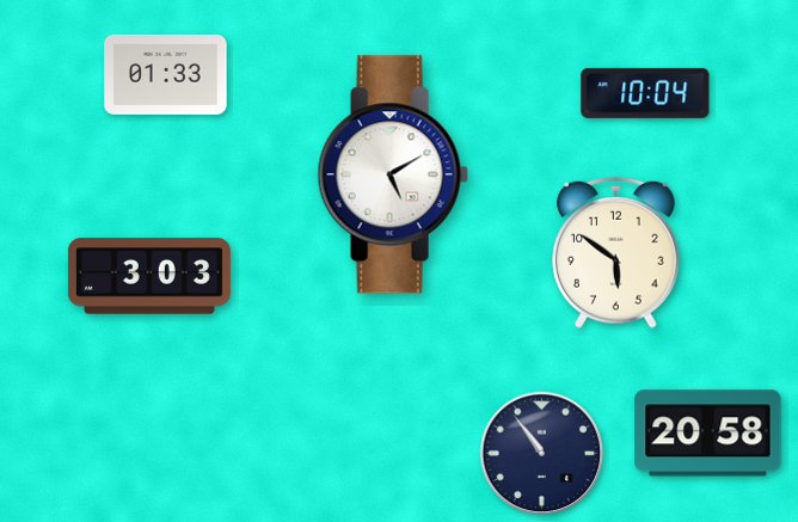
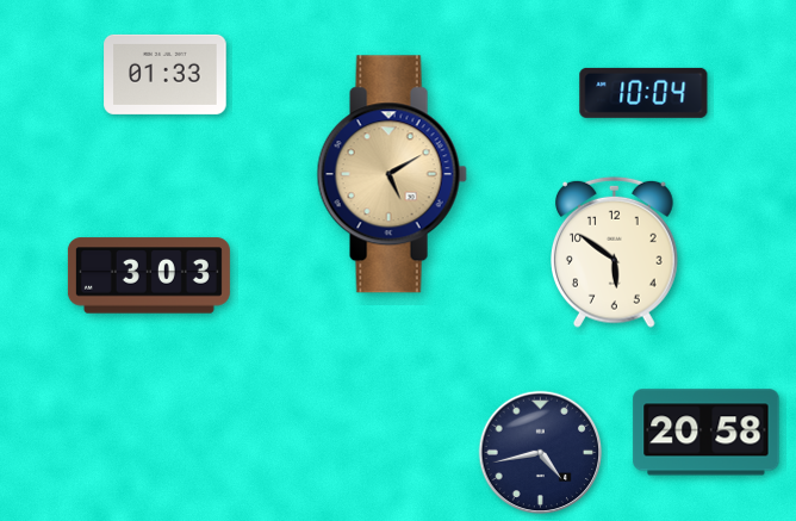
clock at (393, 174) dial: white -> champagne
clock at (542, 454): 10:54 -> 4:43
